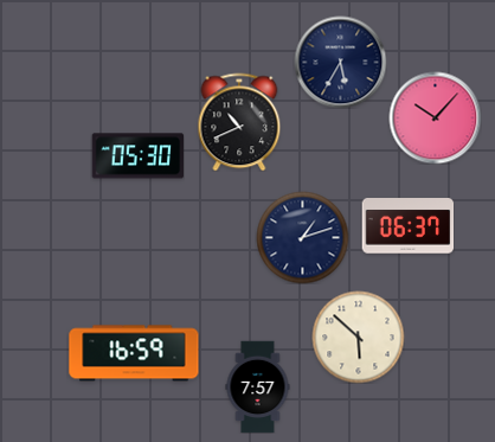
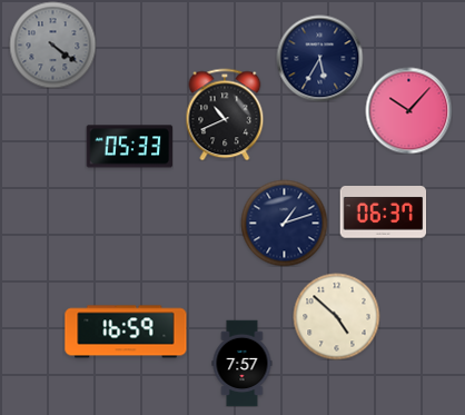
clock at (52, 45): none -> 4:21
clock at (137, 156): 05:30 -> 05:33
clock at (358, 337): 5:52 -> 4:52
